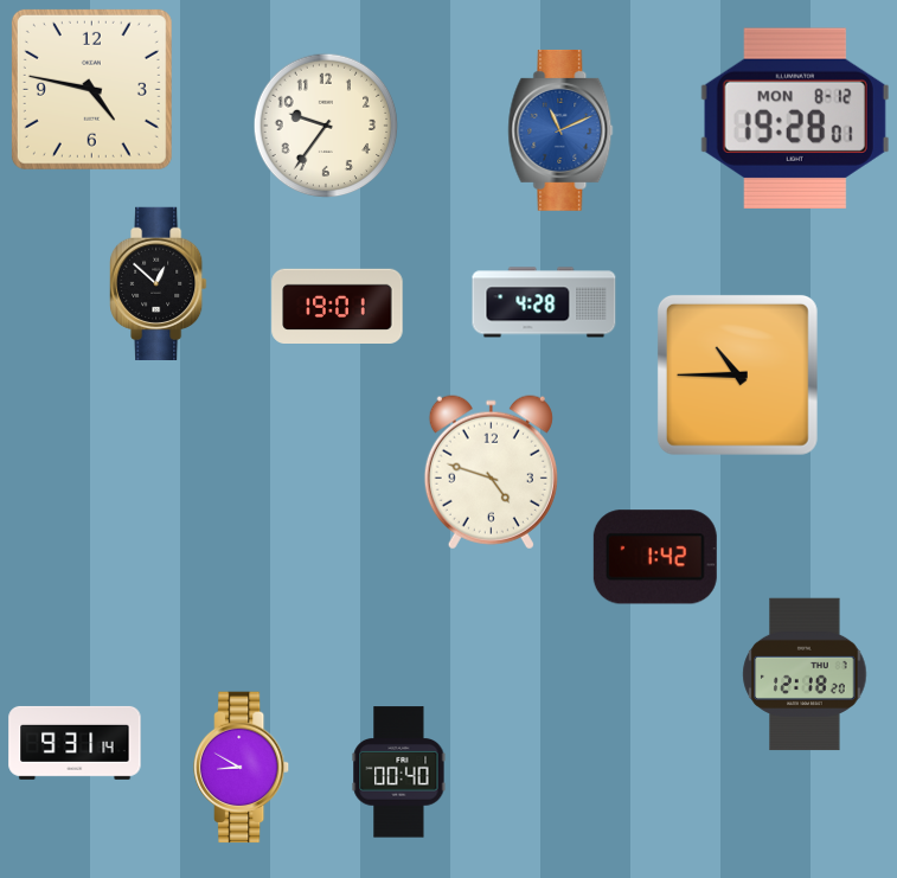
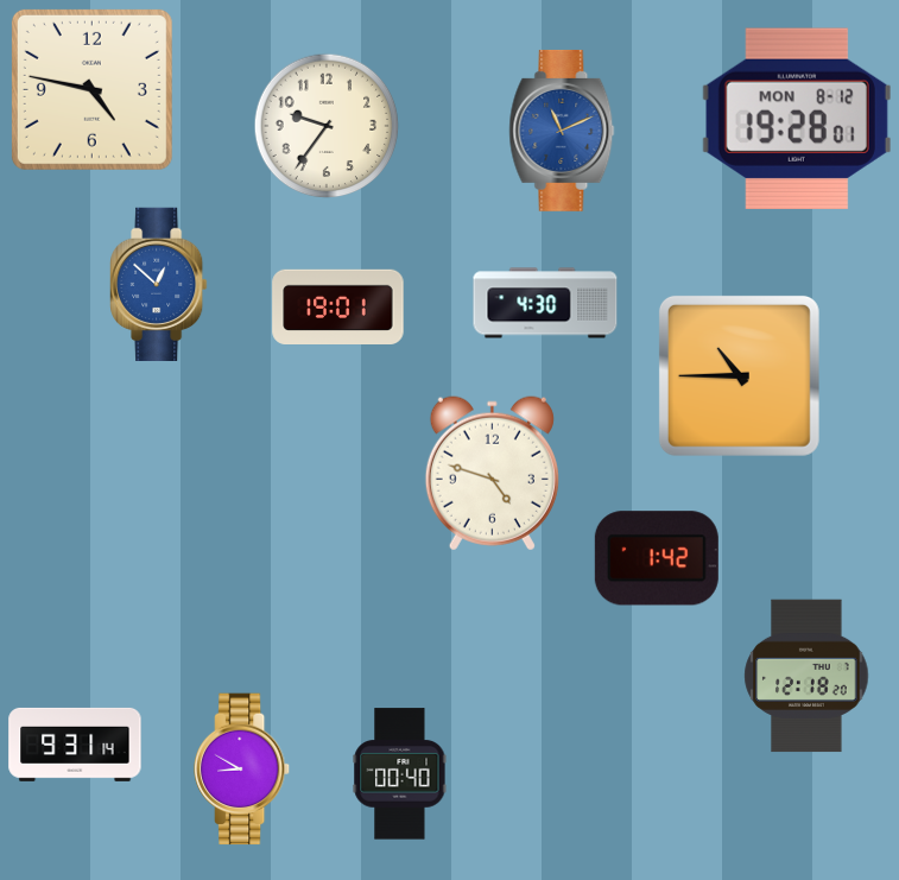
clock at (159, 283) dial: black -> blue
clock at (544, 302): 4:28 -> 4:30
